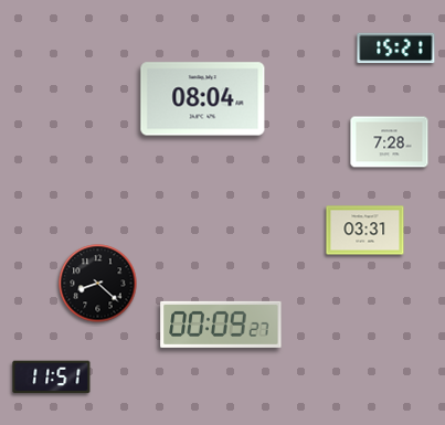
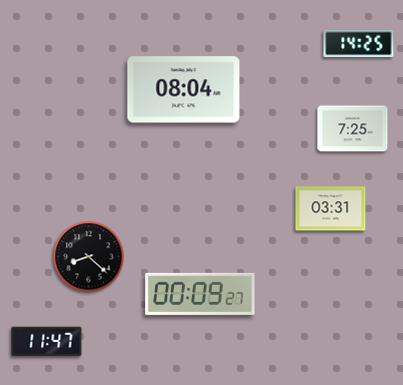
clock at (396, 49): 15:21 -> 14:25
clock at (390, 142): 7:28 -> 7:25
clock at (52, 378): 11:51 -> 11:47
